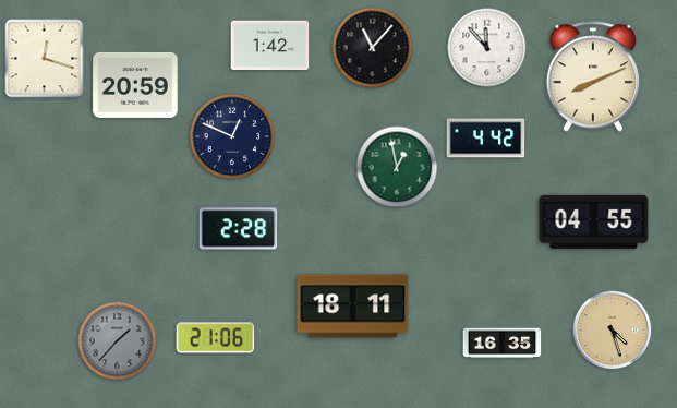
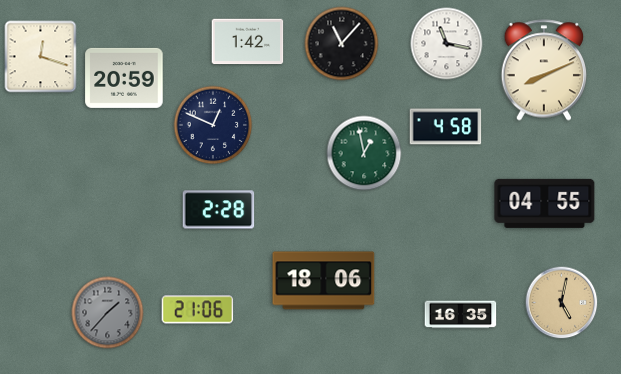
clock at (487, 48): 11:53 -> 11:17
clock at (45, 59) position: (45, 59) -> (41, 57)
clock at (486, 139): 4:42 -> 4:58
clock at (353, 307): 18:11 -> 18:06
clock at (613, 331): 4:27 -> 5:02
